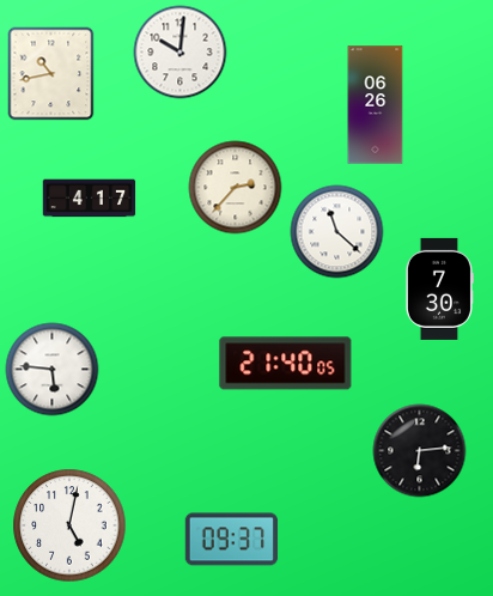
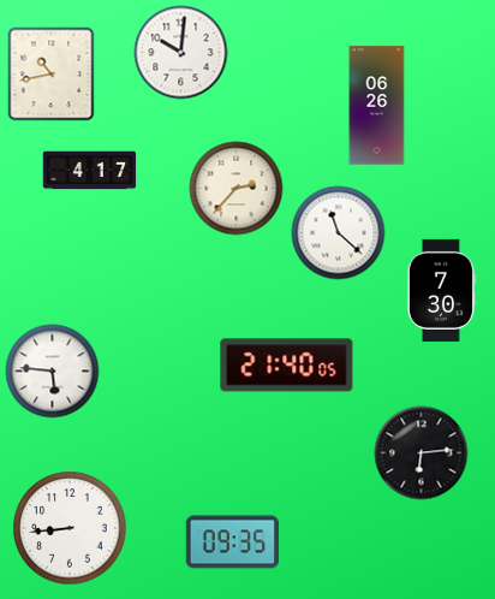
clock at (89, 199) position: (89, 199) -> (89, 171)
clock at (69, 525): 5:02 -> 8:44
clock at (231, 540): 09:37 -> 09:35
